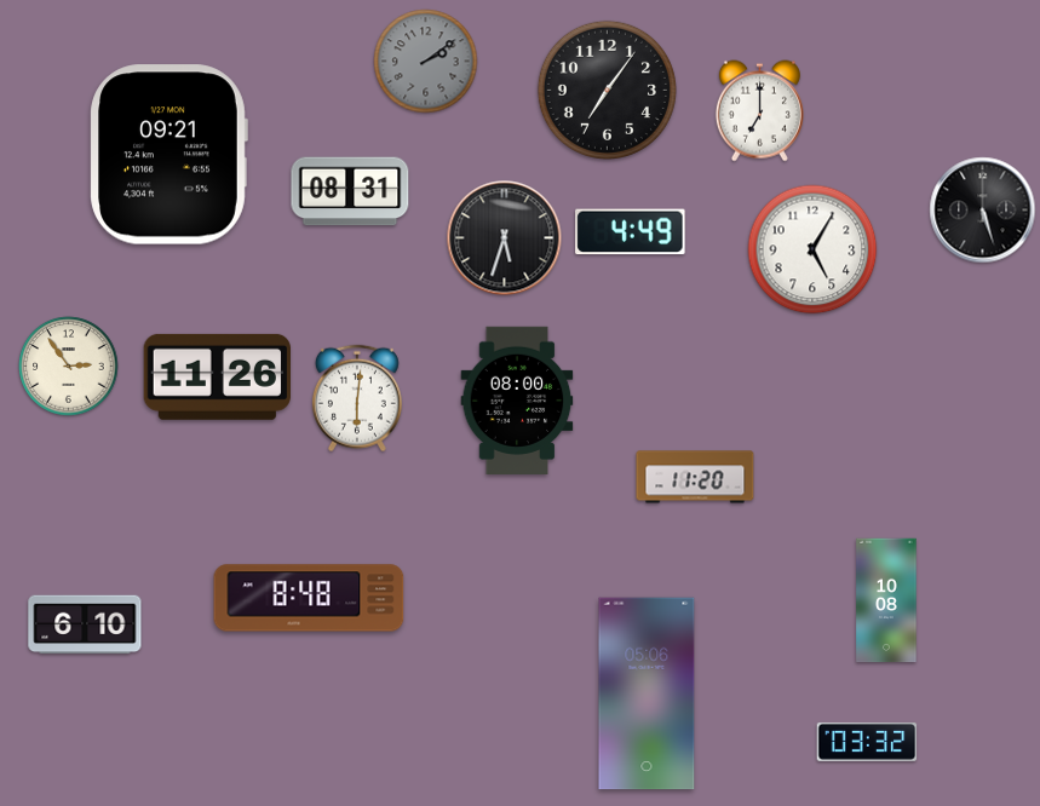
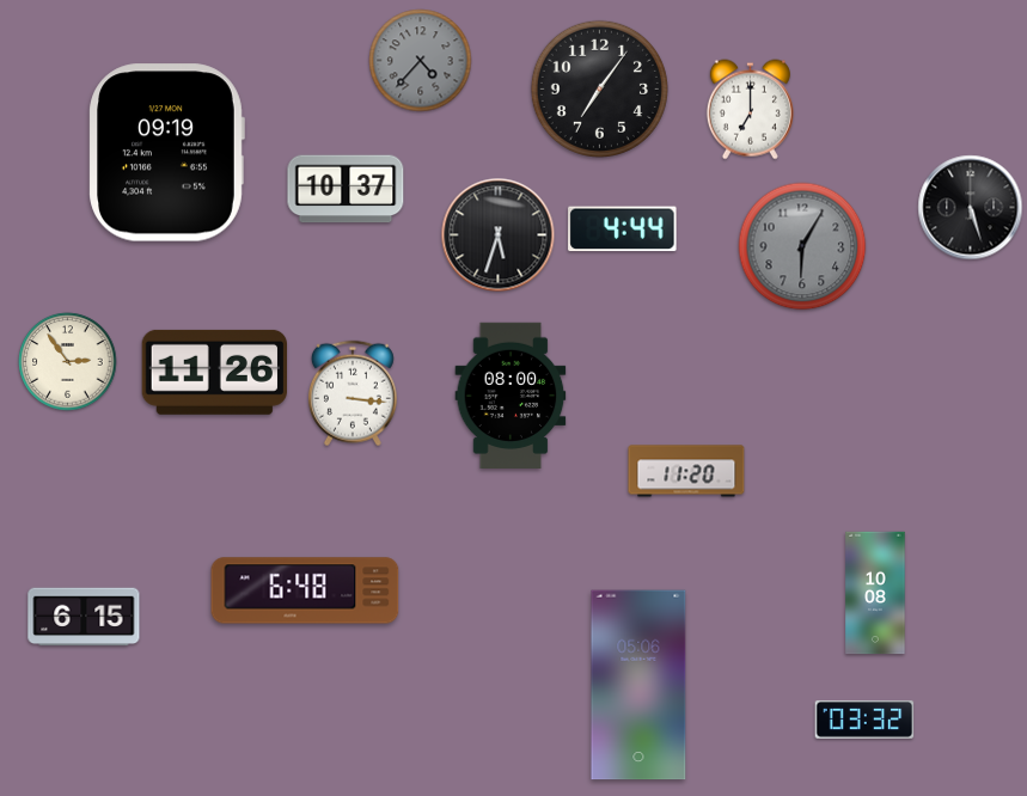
clock at (426, 62): 2:09 -> 4:37
clock at (168, 155): 09:21 -> 09:19
clock at (350, 191): 08:31 -> 10:37
clock at (631, 232): 4:49 -> 4:44
clock at (812, 249): 5:05 -> 6:05
clock at (812, 249) dial: white -> grey
clock at (357, 398): 6:01 -> 3:16
clock at (309, 598): 8:48 -> 6:48
clock at (85, 624): 6:10 -> 6:15
clock at (867, 742) position: (867, 742) -> (864, 720)
